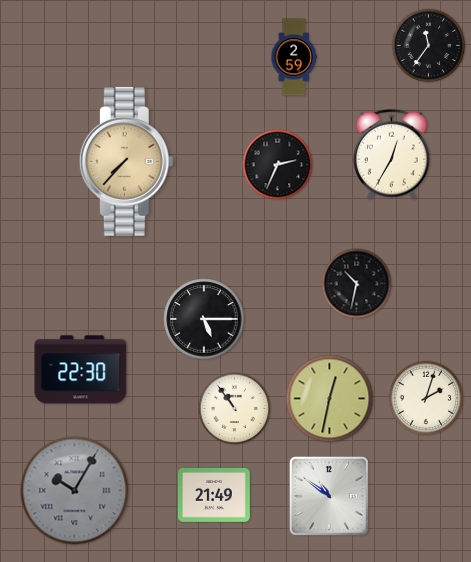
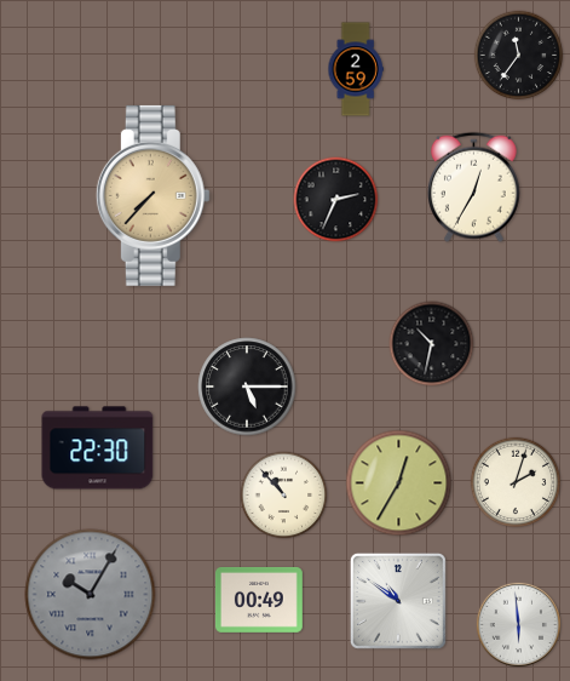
clock at (330, 399): 12:32 -> 12:35
clock at (235, 409): 10:54 -> 10:53
clock at (214, 496): 21:49 -> 00:49
clock at (518, 624): none -> 5:59
